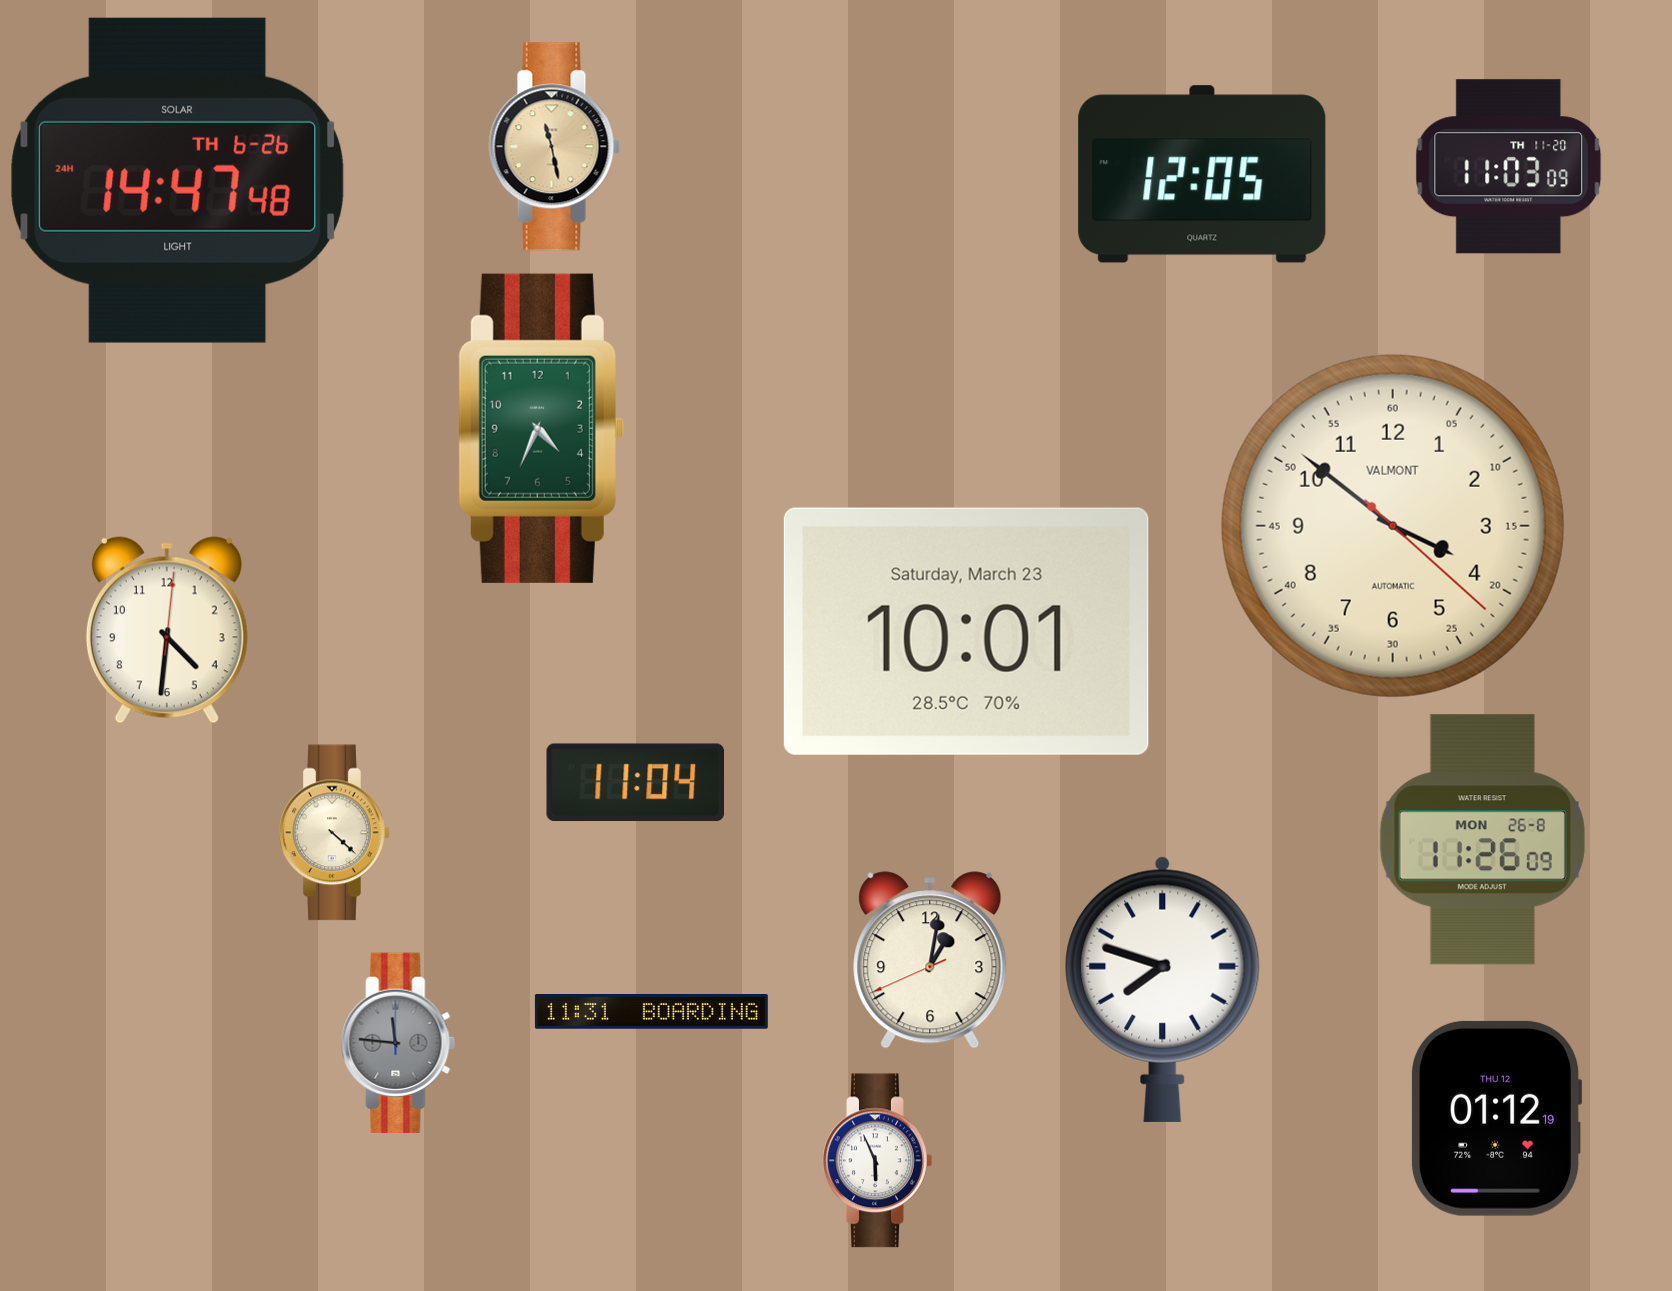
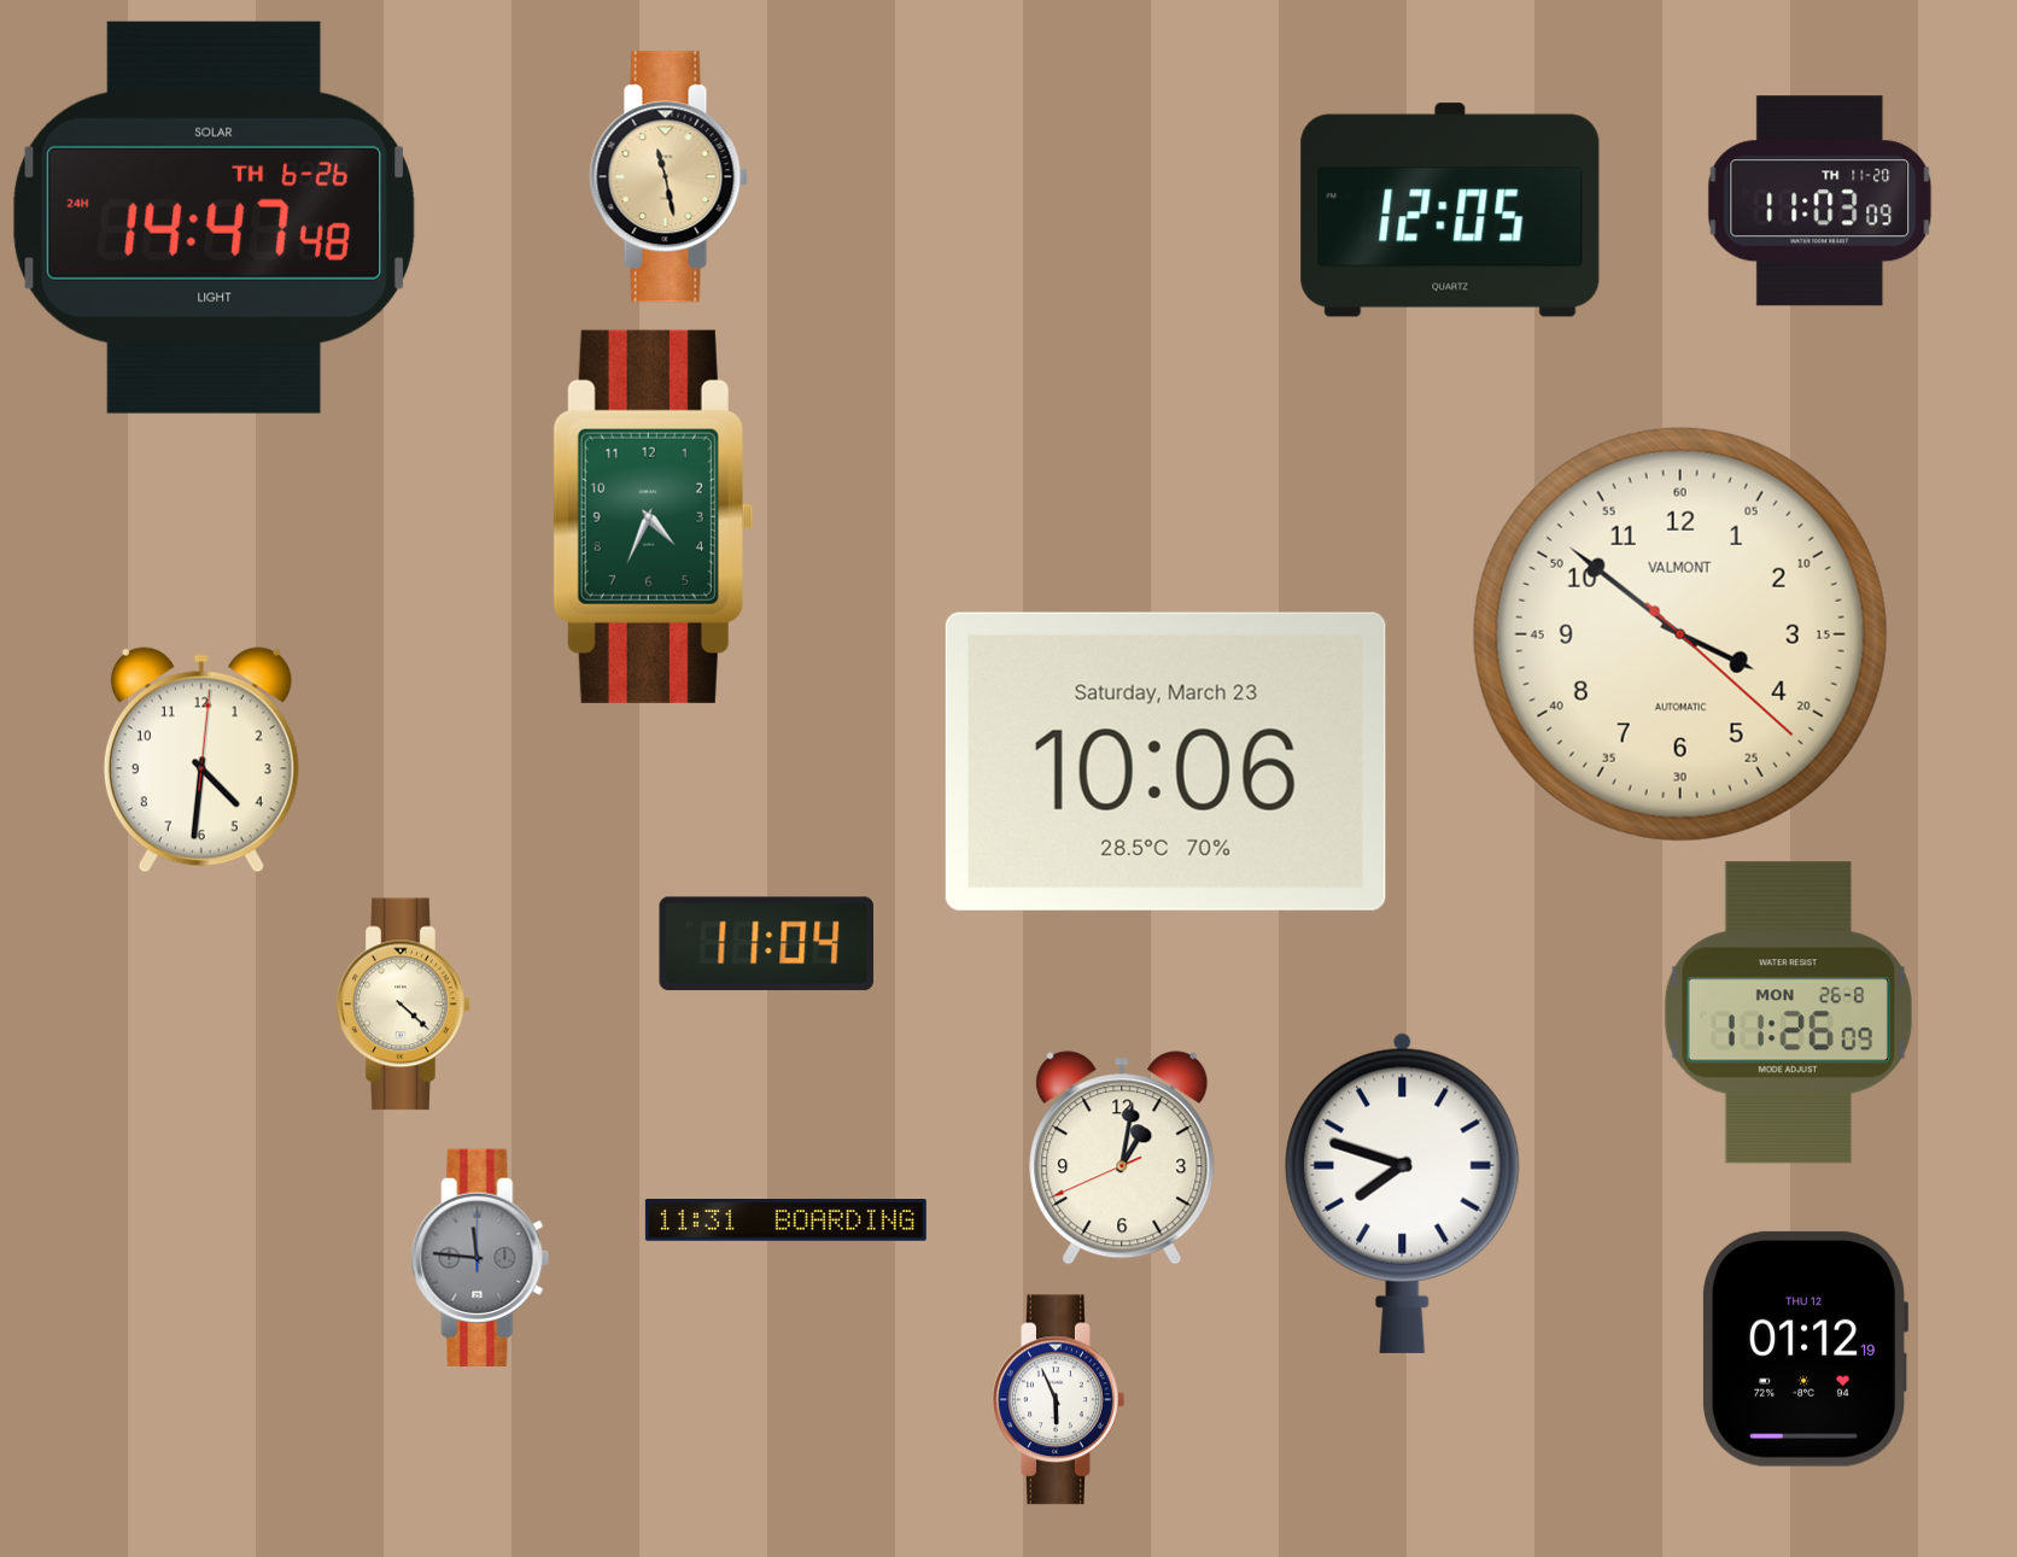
clock at (966, 631): 10:01 -> 10:06
